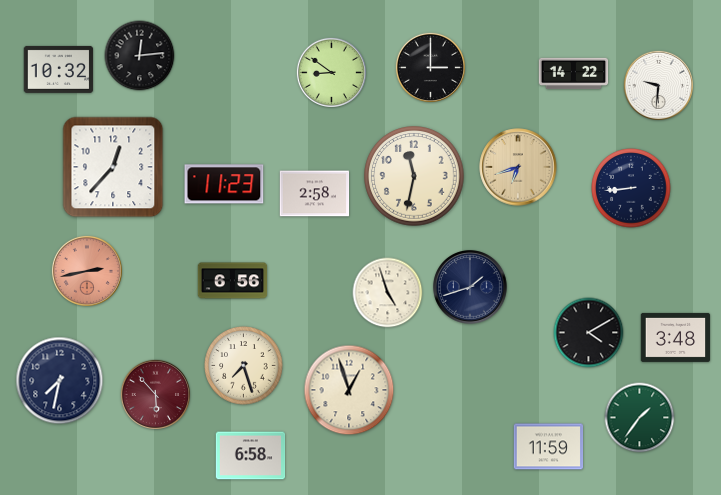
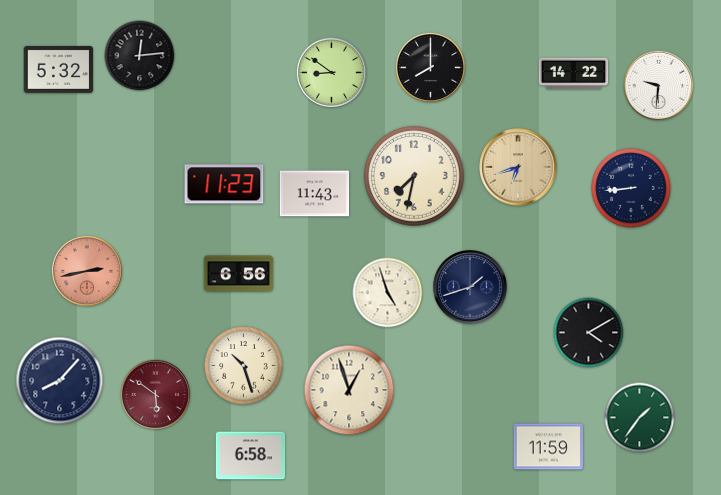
clock at (430, 67): 3:00 -> 8:00
clock at (59, 69): 10:32 -> 5:32
clock at (113, 167): 12:37 -> none
clock at (414, 176): 11:32 -> 7:32
clock at (315, 194): 2:58 -> 11:43
clock at (233, 281) position: (233, 281) -> (239, 274)
clock at (676, 337): 3:48 -> none
clock at (244, 366): 7:27 -> 10:27
clock at (60, 381): 7:32 -> 8:07
clock at (155, 394): 5:53 -> 5:51
